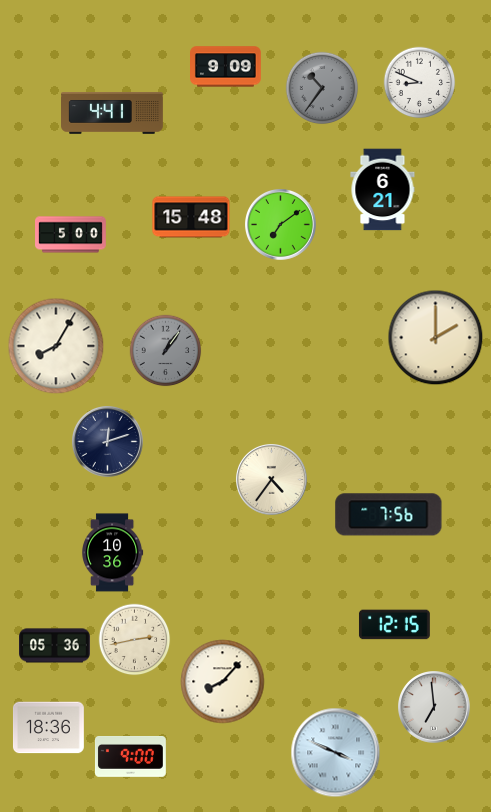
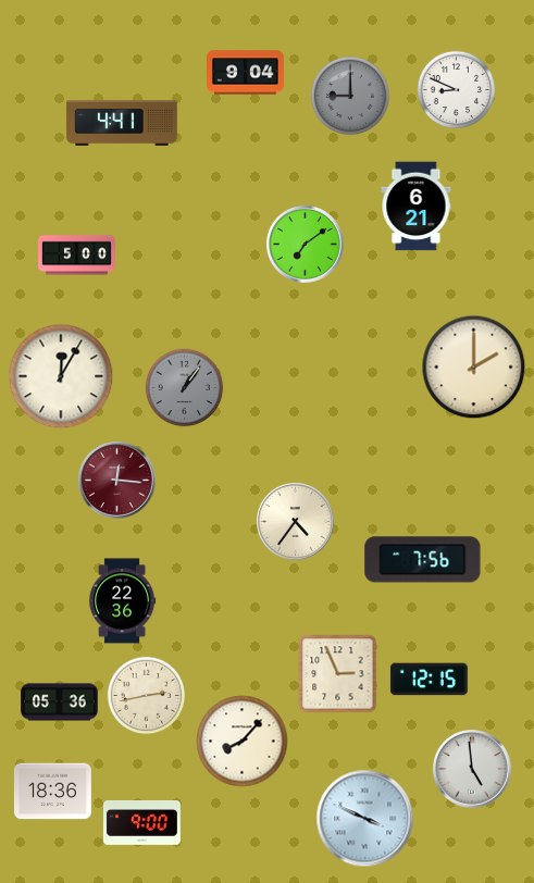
clock at (226, 67): 9:09 -> 9:04
clock at (322, 88): 10:36 -> 9:00
clock at (191, 217): 15:48 -> none
clock at (56, 346): 8:05 -> 12:05
clock at (166, 351) position: (166, 351) -> (185, 388)
clock at (108, 442): 12:12 -> 12:16
clock at (108, 442) dial: navy -> burgundy
clock at (113, 553): 10:36 -> 22:36
clock at (338, 674): none -> 2:56
clock at (435, 708): 6:59 -> 4:59
